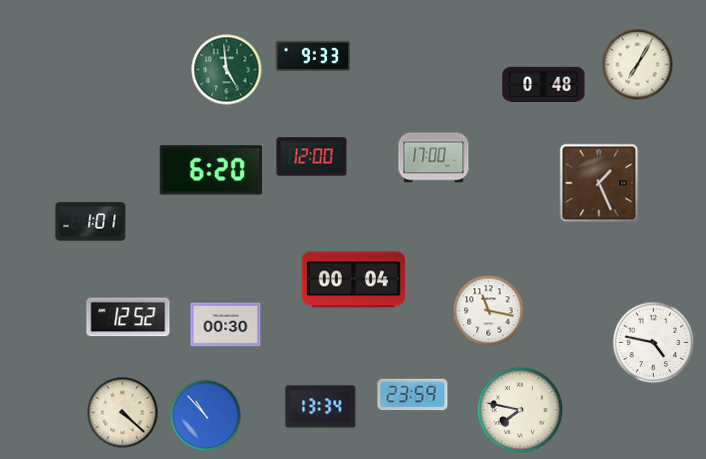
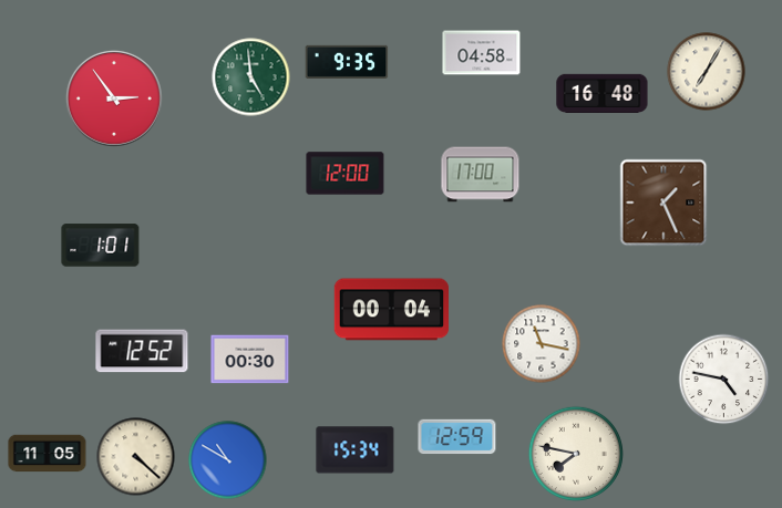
clock at (482, 53): none -> 04:58
clock at (313, 55): 9:33 -> 9:35
clock at (544, 84): 0:48 -> 16:48
clock at (114, 99): none -> 2:54
clock at (211, 170): 6:20 -> none
clock at (413, 395): 23:59 -> 12:59
clock at (321, 407): 13:34 -> 15:34
clock at (48, 454): none -> 11:05
clock at (206, 416): 10:53 -> 10:50
